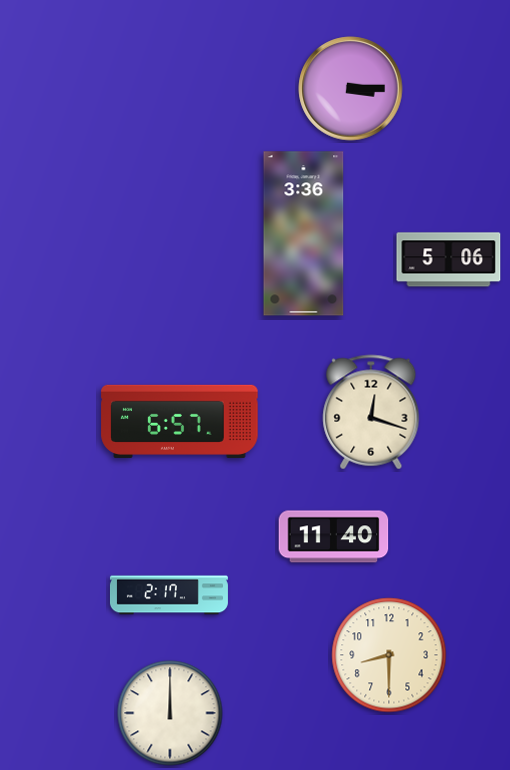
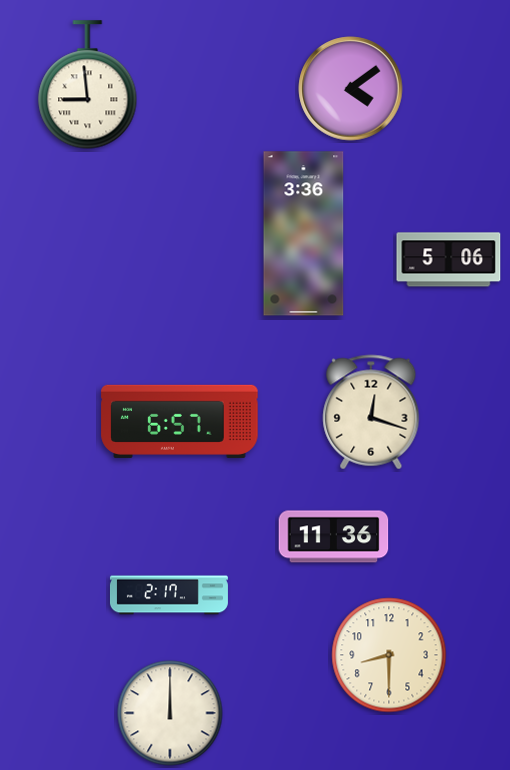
clock at (88, 85): none -> 8:59
clock at (351, 89): 3:15 -> 4:09
clock at (334, 537): 11:40 -> 11:36
